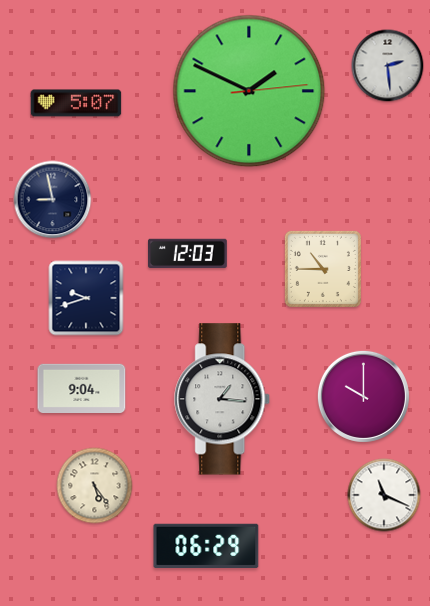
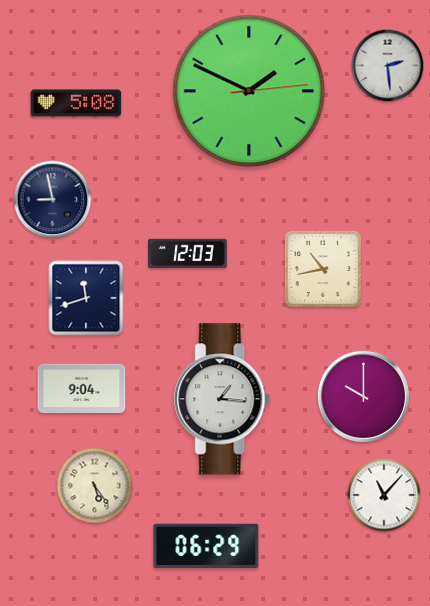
clock at (76, 103): 5:07 -> 5:08
clock at (323, 269): 10:45 -> 10:43
clock at (86, 298): 9:42 -> 11:42
clock at (384, 495): 11:19 -> 11:07
